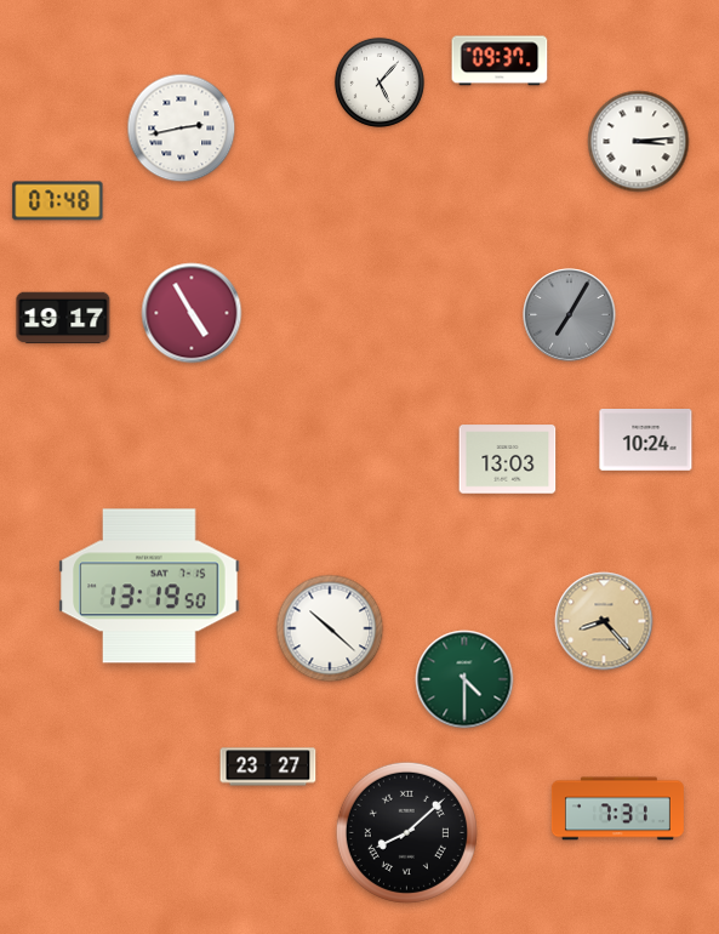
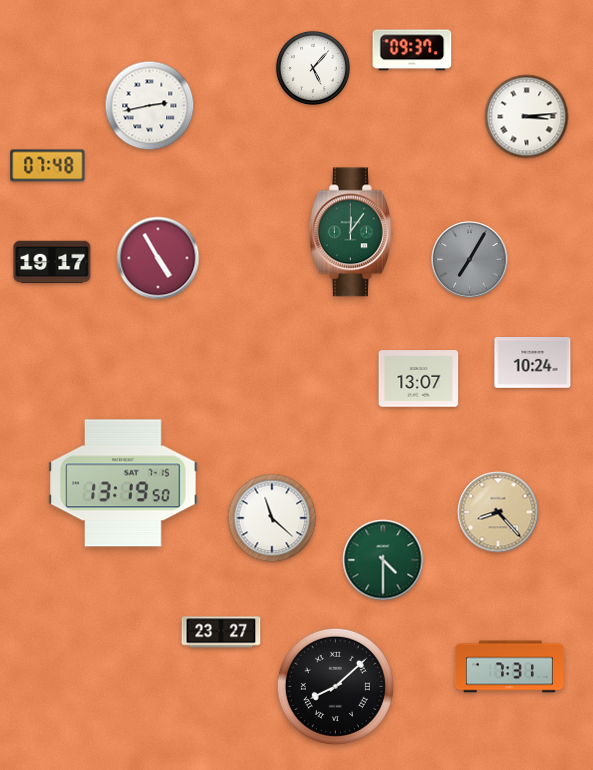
clock at (351, 232): none -> 12:06
clock at (508, 460): 13:03 -> 13:07
clock at (330, 628): 10:22 -> 11:22
